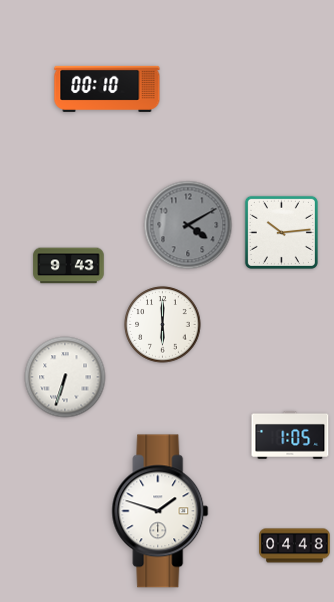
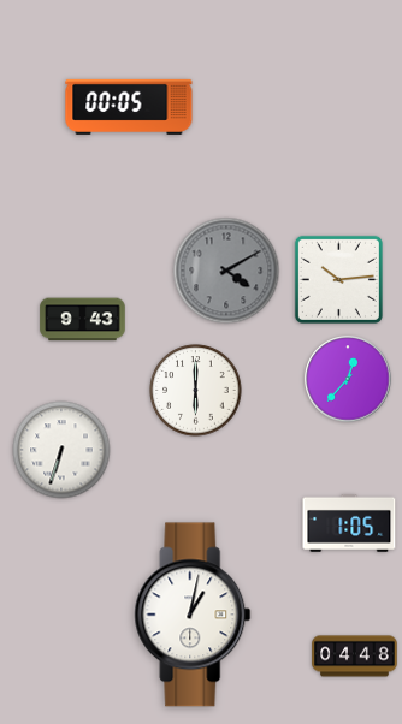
clock at (107, 89): 00:10 -> 00:05
clock at (348, 379): none -> 12:37
clock at (65, 377) position: (65, 377) -> (61, 450)
clock at (160, 511): 1:48 -> 1:02
